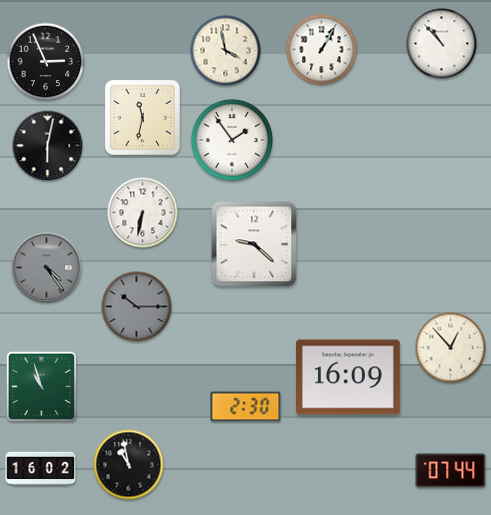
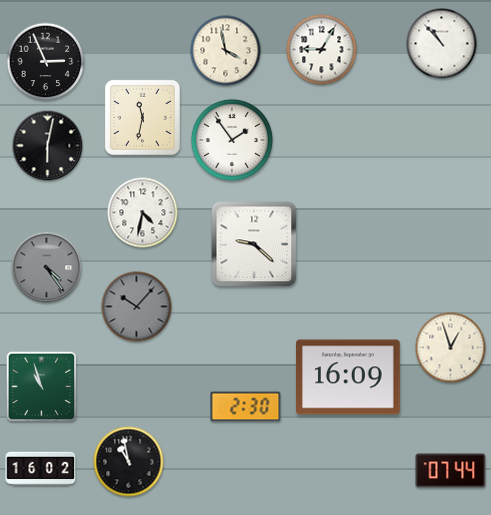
clock at (322, 50): 1:05 -> 9:05
clock at (143, 213): 6:32 -> 4:32
clock at (137, 307): 10:15 -> 10:07
clock at (451, 348): 12:53 -> 12:57
clock at (129, 465) position: (129, 465) -> (129, 462)
